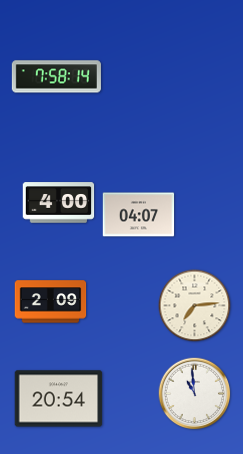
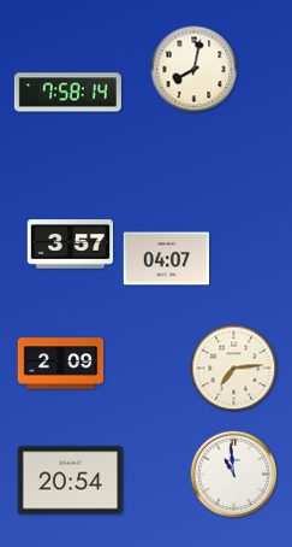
clock at (195, 70): none -> 8:02
clock at (59, 203): 4:00 -> 3:57
